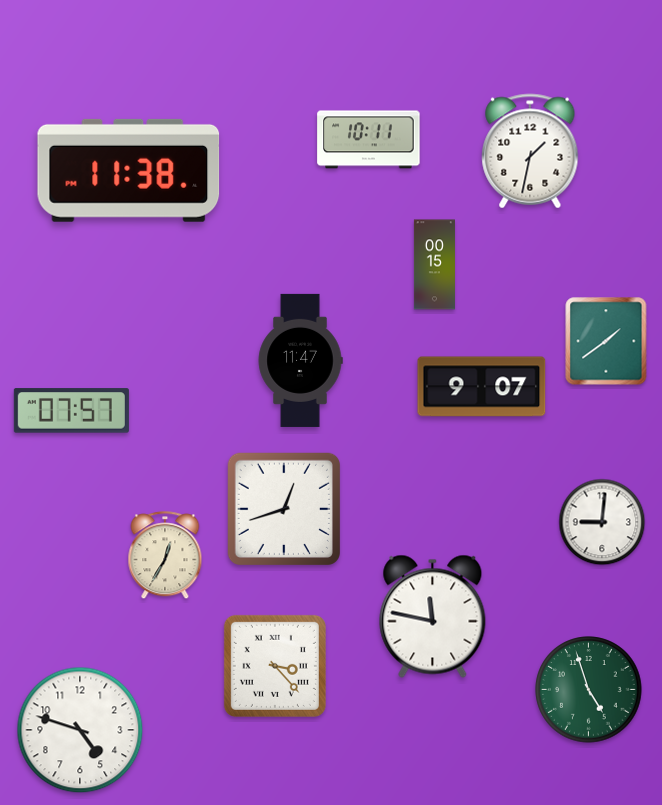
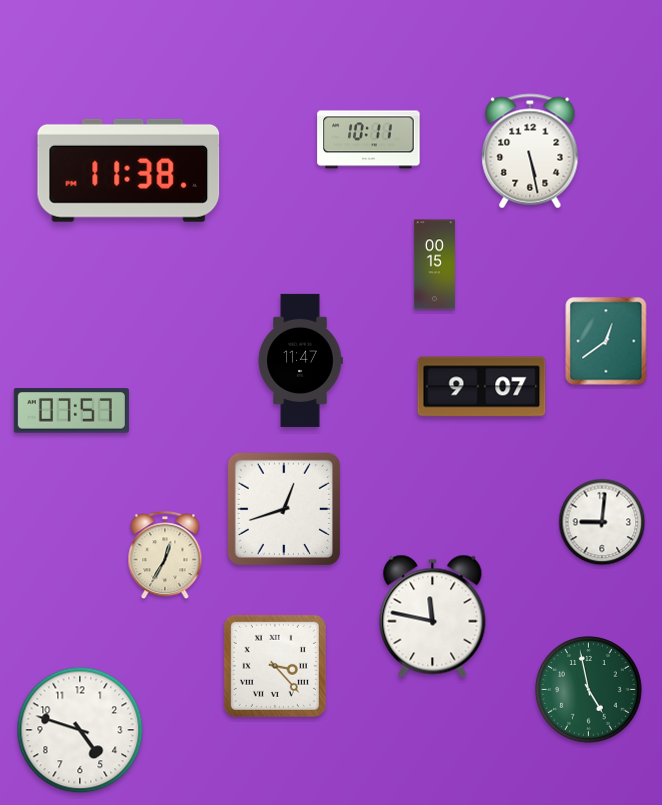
clock at (530, 151): 1:32 -> 5:28
clock at (606, 341): 1:39 -> 12:39
clock at (589, 690): 4:57 -> 4:58
